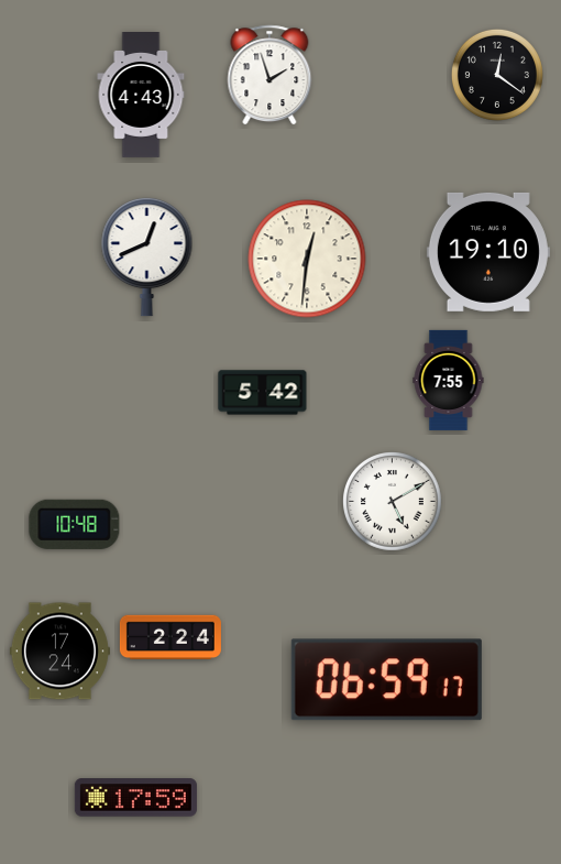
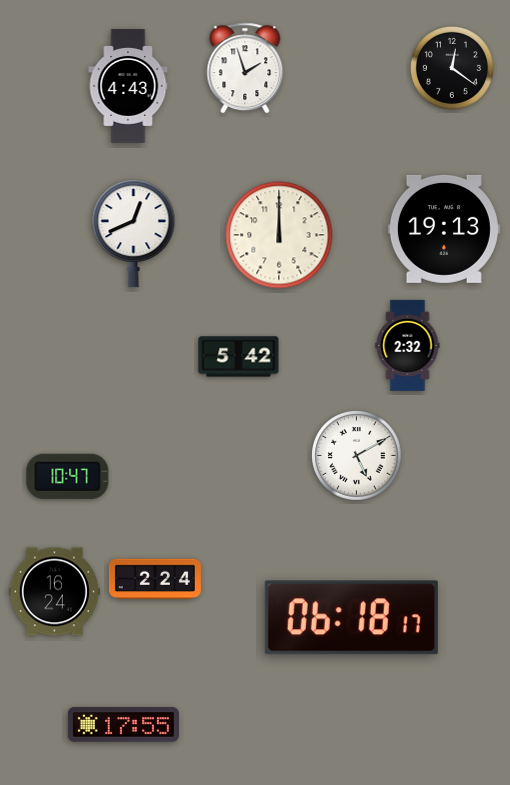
clock at (488, 252): 19:10 -> 19:13
clock at (307, 259): 12:31 -> 12:00
clock at (449, 380): 7:55 -> 2:32
clock at (75, 524): 10:48 -> 10:47
clock at (59, 652): 17:24 -> 16:24
clock at (386, 680): 06:59 -> 06:18
clock at (135, 798): 17:59 -> 17:55
